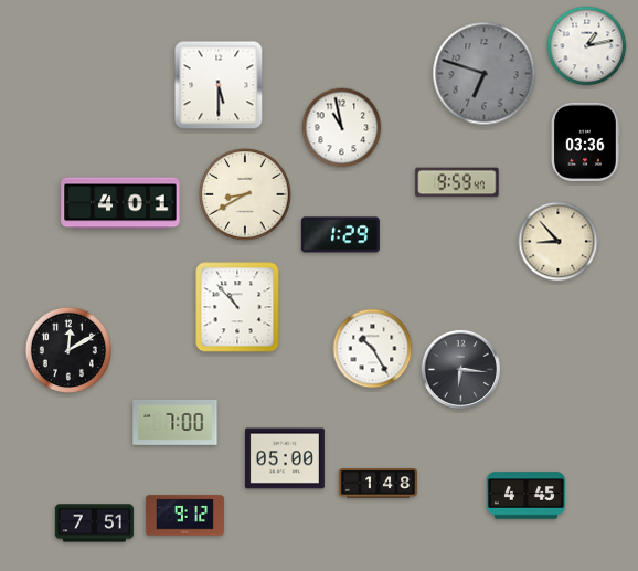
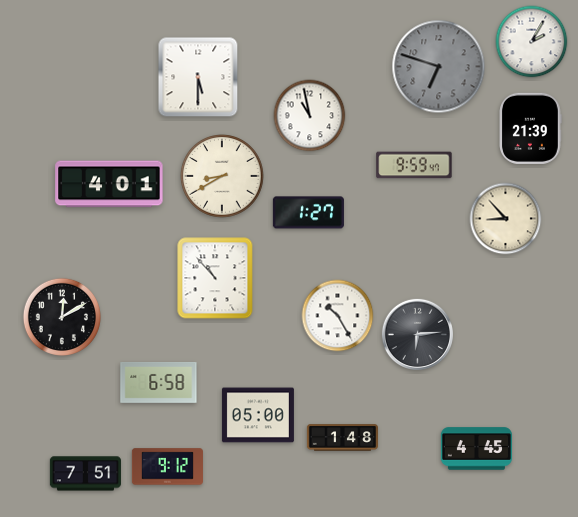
clock at (587, 46): 1:13 -> 2:05
clock at (585, 141): 03:36 -> 21:39
clock at (340, 235): 1:29 -> 1:27
clock at (460, 369): 6:16 -> 6:14
clock at (176, 423): 7:00 -> 6:58
